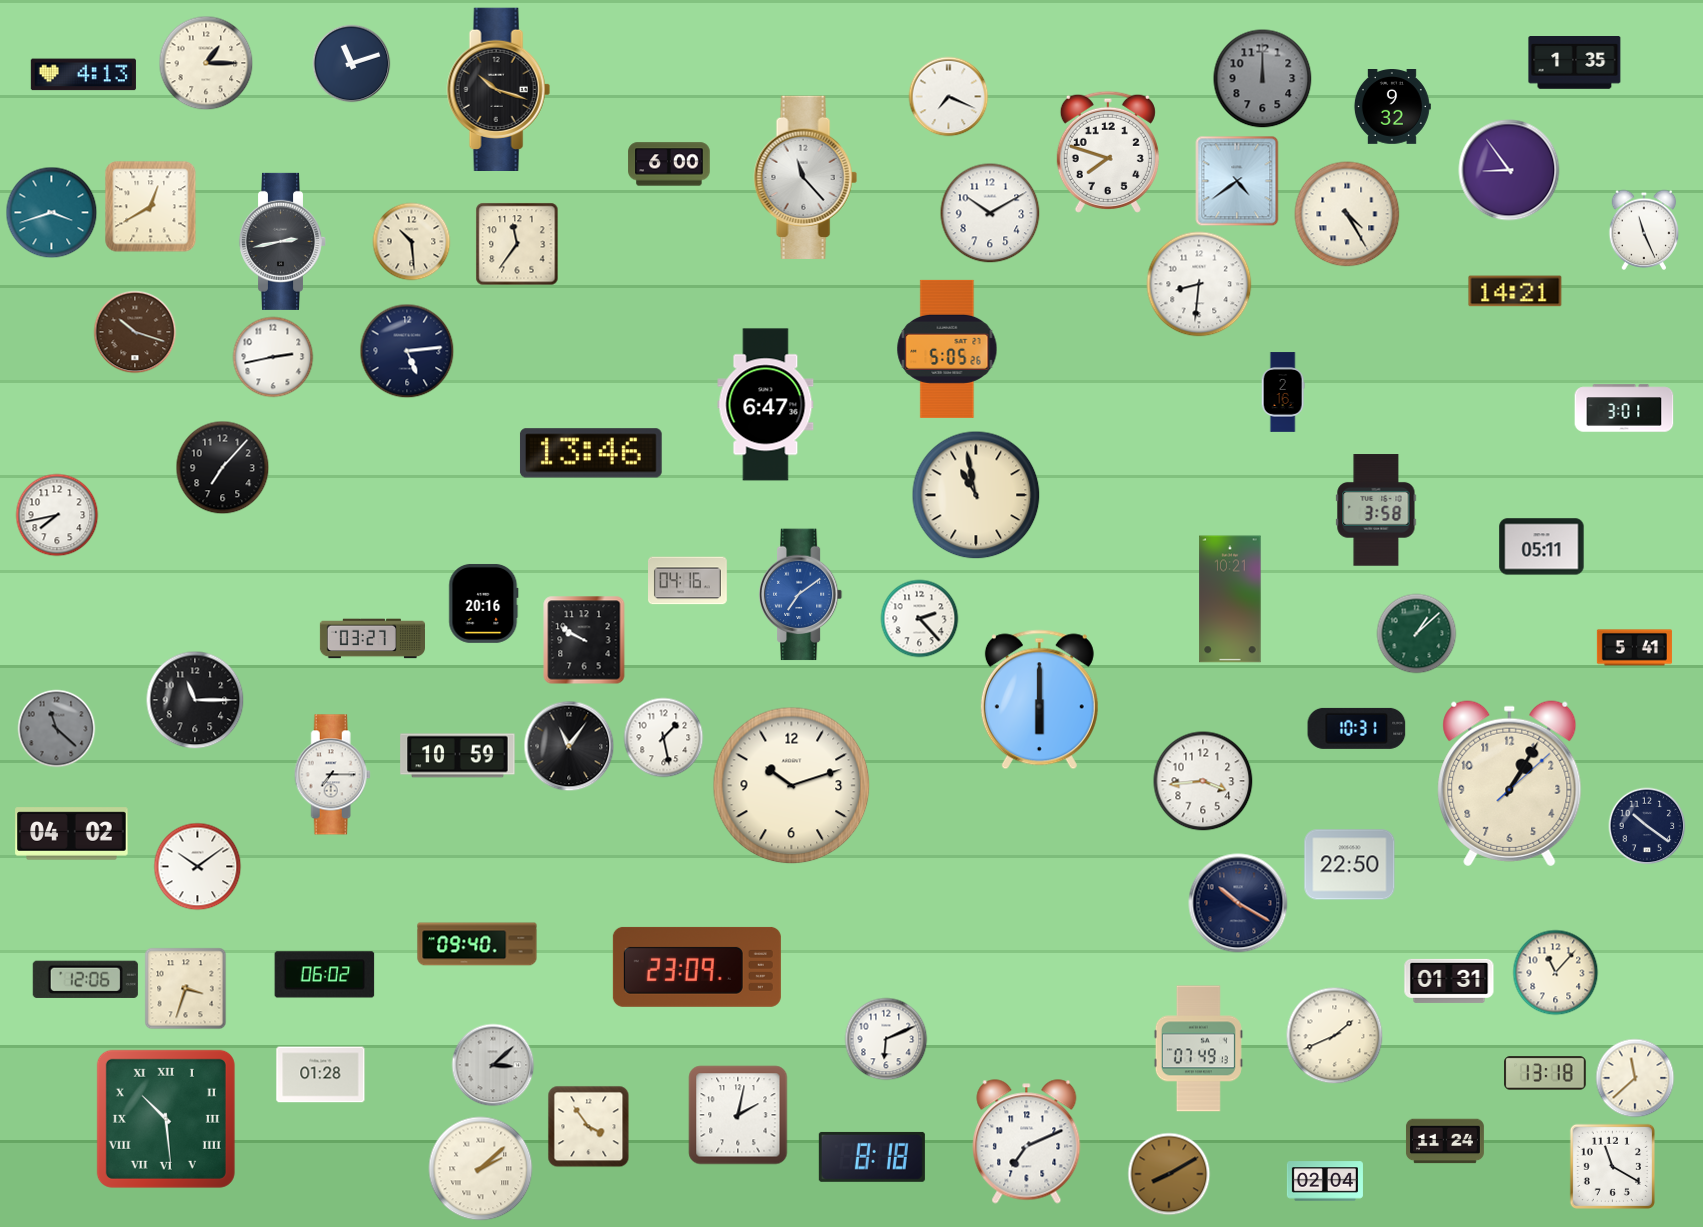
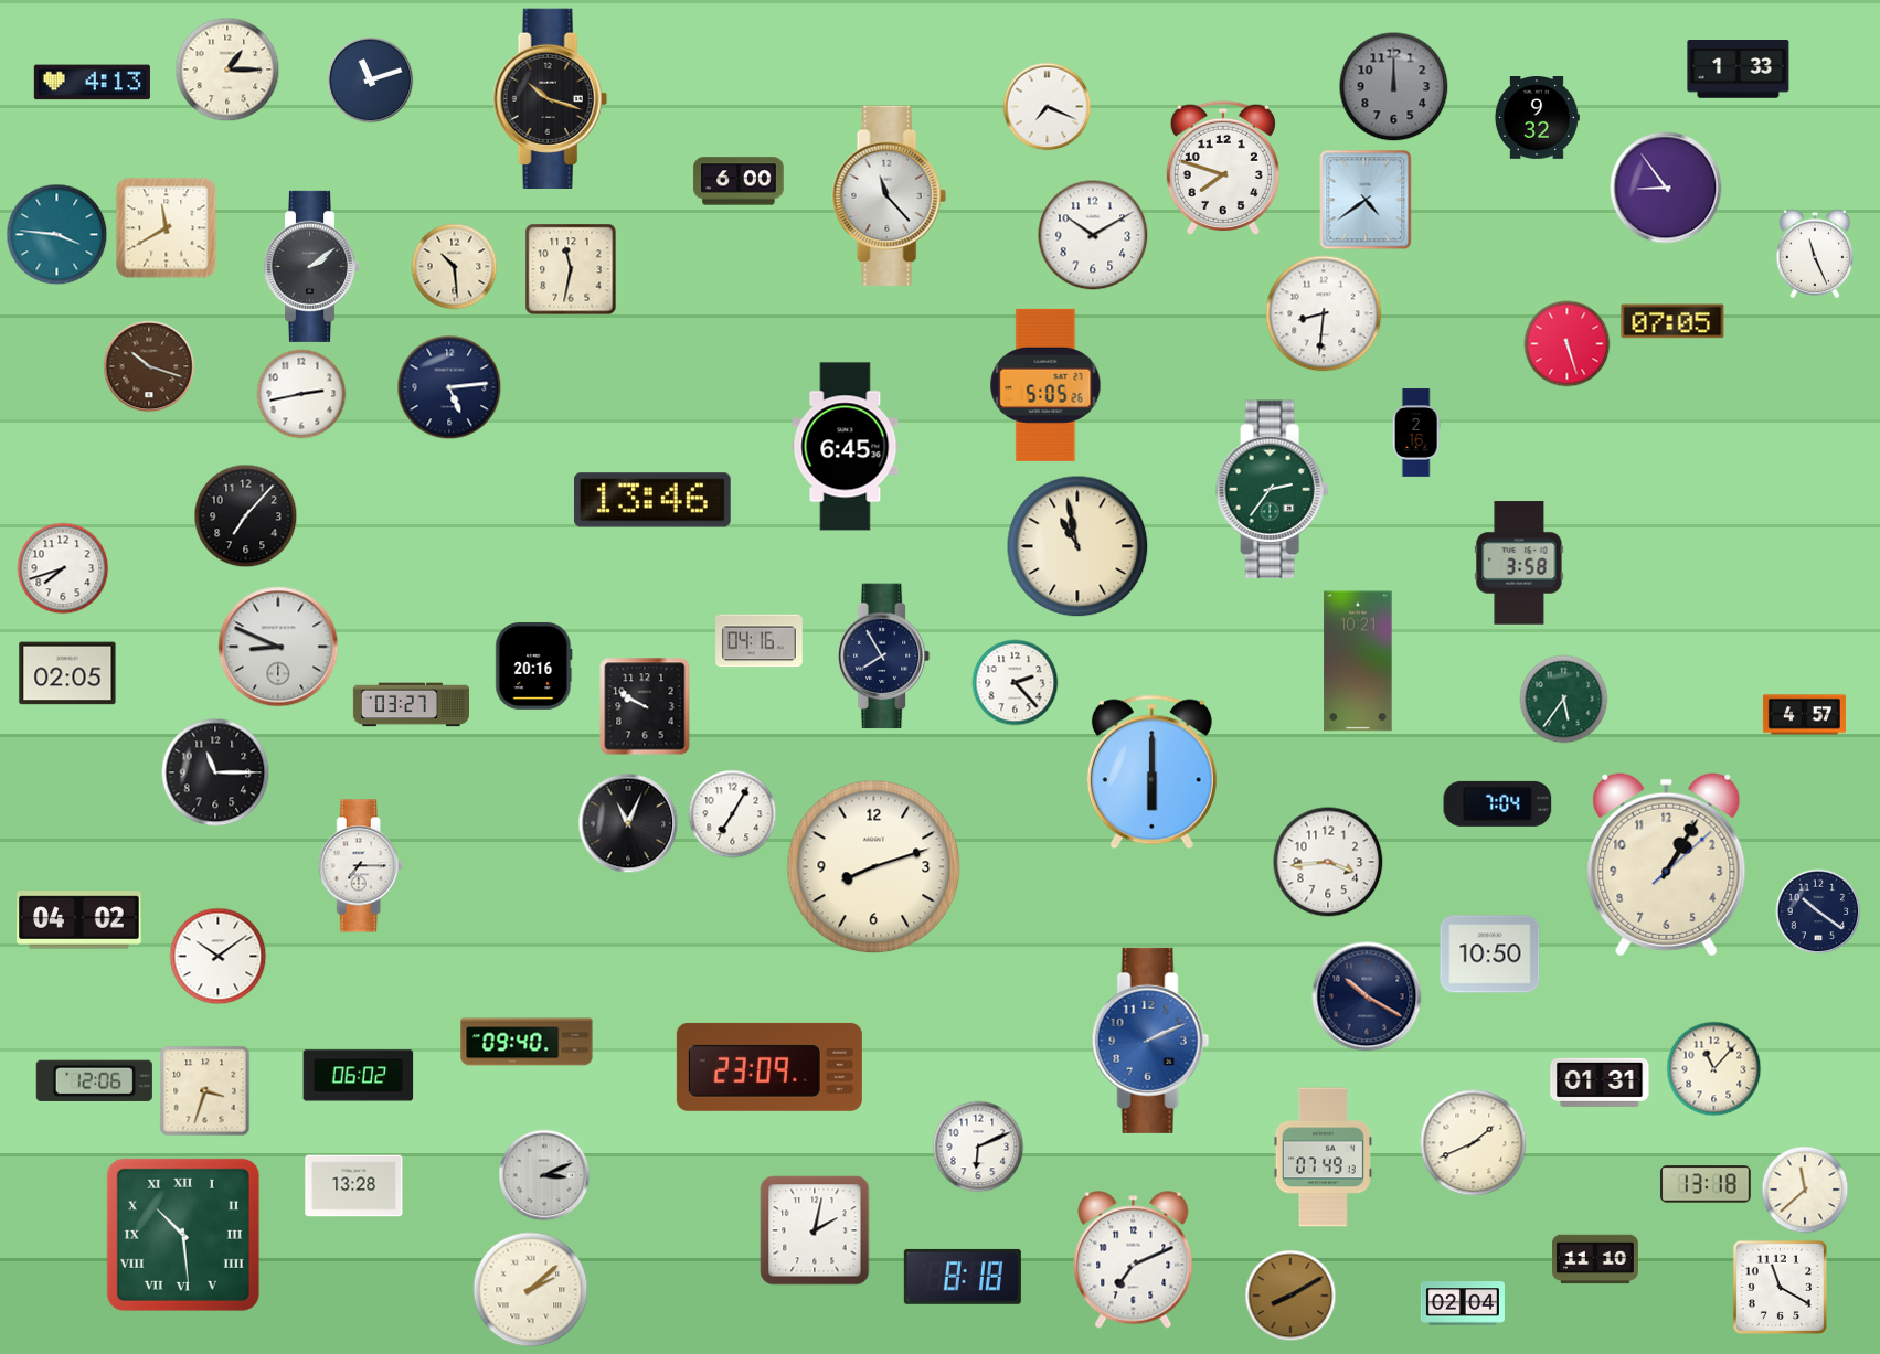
clock at (1575, 63): 1:35 -> 1:33
clock at (352, 64) position: (352, 64) -> (371, 81)
clock at (151, 207): 12:40 -> 11:40
clock at (52, 213): 3:42 -> 3:46
clock at (1347, 214): 4:25 -> none
clock at (282, 241): 2:43 -> 2:09
clock at (517, 244): 11:36 -> 11:32
clock at (1515, 291): 14:21 -> 07:05
clock at (1568, 344): none -> 5:27
clock at (766, 405): 6:47 -> 6:45
clock at (1624, 408): 3:01 -> none
clock at (1273, 490): none -> 2:36
clock at (57, 515): 7:43 -> 7:42
clock at (1542, 547): 05:11 -> none
clock at (278, 647): none -> 8:49
clock at (801, 595): 7:09 -> 7:55
clock at (801, 595) dial: blue -> navy
clock at (67, 673): none -> 02:05
clock at (1417, 634): 1:08 -> 5:36
clock at (1634, 648): 5:41 -> 4:57
clock at (1039, 700) position: (1039, 700) -> (1151, 772)
clock at (1357, 728): 10:31 -> 7:04
clock at (57, 729): 11:22 -> none
clock at (664, 738): 1:28 -> 7:05
clock at (569, 746): 11:06 -> 11:04
clock at (458, 756): 10:59 -> none
clock at (332, 775) position: (332, 775) -> (360, 866)
clock at (792, 786): 10:12 -> 8:12
clock at (1350, 865): 22:50 -> 10:50
clock at (1150, 1041): none -> 2:11
clock at (1556, 973) position: (1556, 973) -> (1714, 1069)
clock at (493, 1065): 3:08 -> 3:11
clock at (321, 1075): 01:28 -> 13:28
clock at (589, 1127): 3:54 -> none
clock at (1445, 1141): 11:24 -> 11:10
